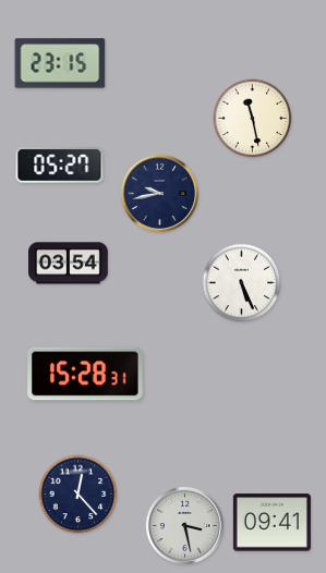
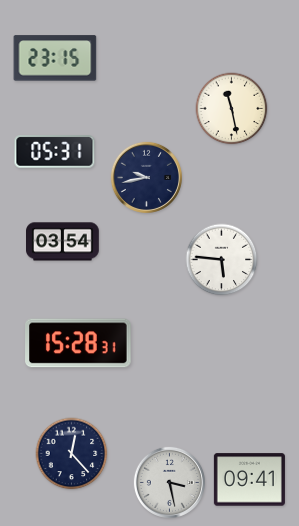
clock at (60, 166): 05:27 -> 05:31
clock at (242, 283): 5:26 -> 5:46
